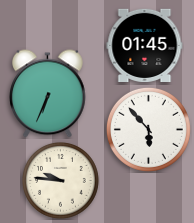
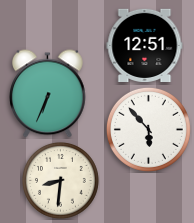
clock at (145, 45): 01:45 -> 12:51
clock at (61, 181): 9:46 -> 8:31
